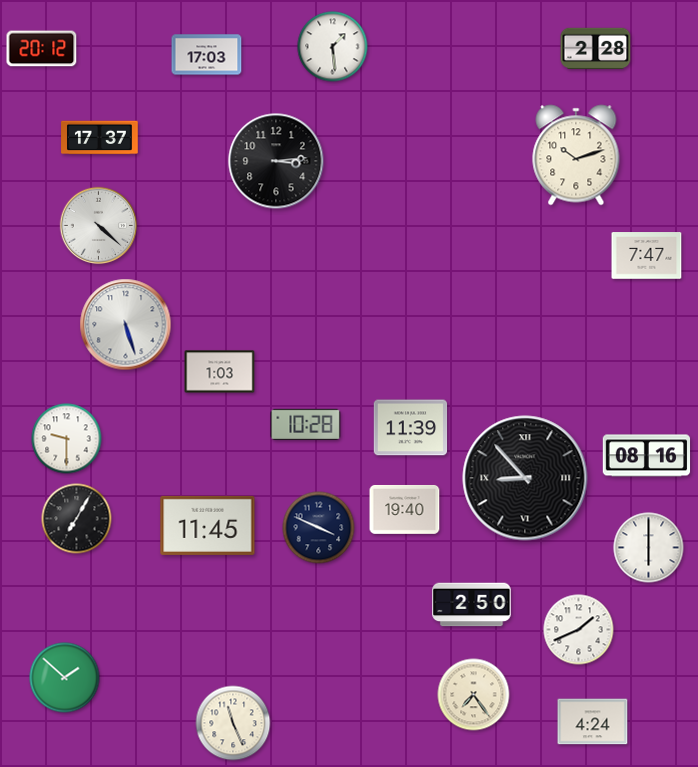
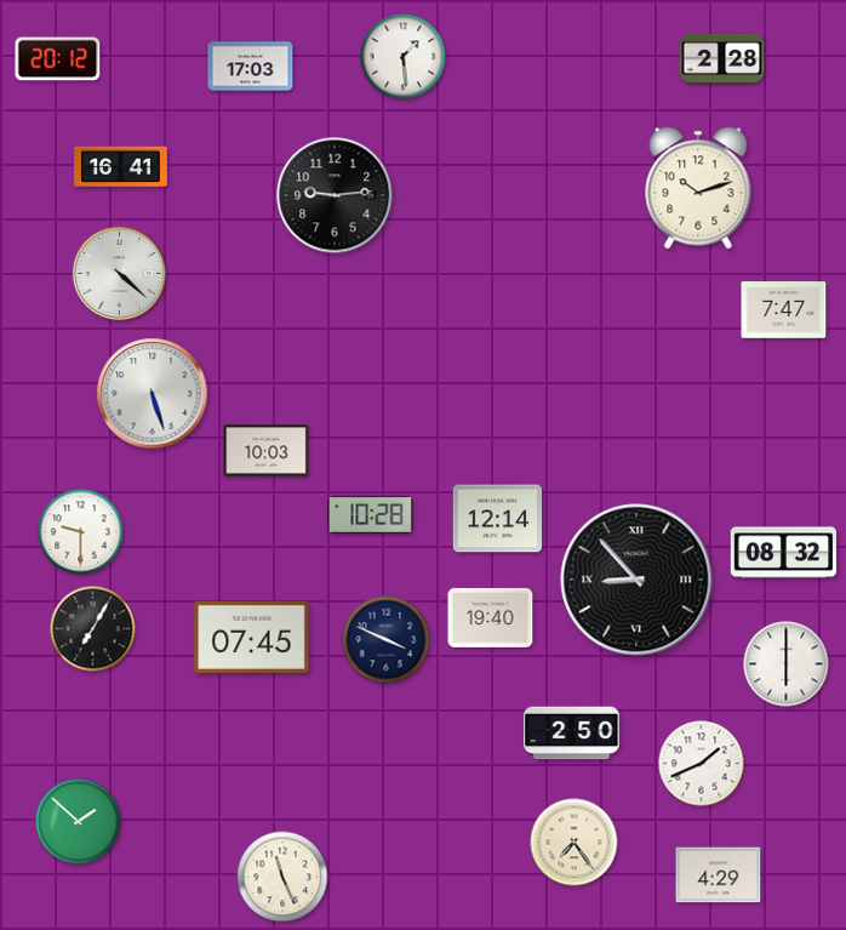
clock at (42, 49) position: (42, 49) -> (58, 59)
clock at (100, 138): 17:37 -> 16:41
clock at (276, 161): 3:14 -> 9:14
clock at (220, 372): 1:03 -> 10:03
clock at (411, 428): 11:39 -> 12:14
clock at (647, 456): 08:16 -> 08:32
clock at (208, 525): 11:45 -> 07:45
clock at (593, 722): 4:24 -> 4:29
